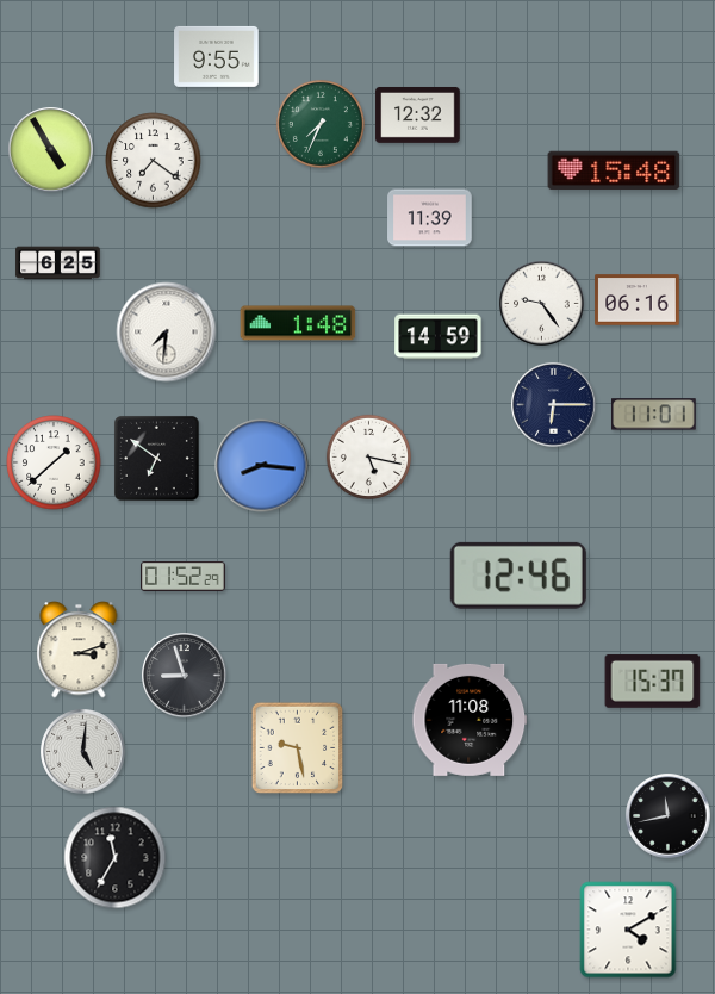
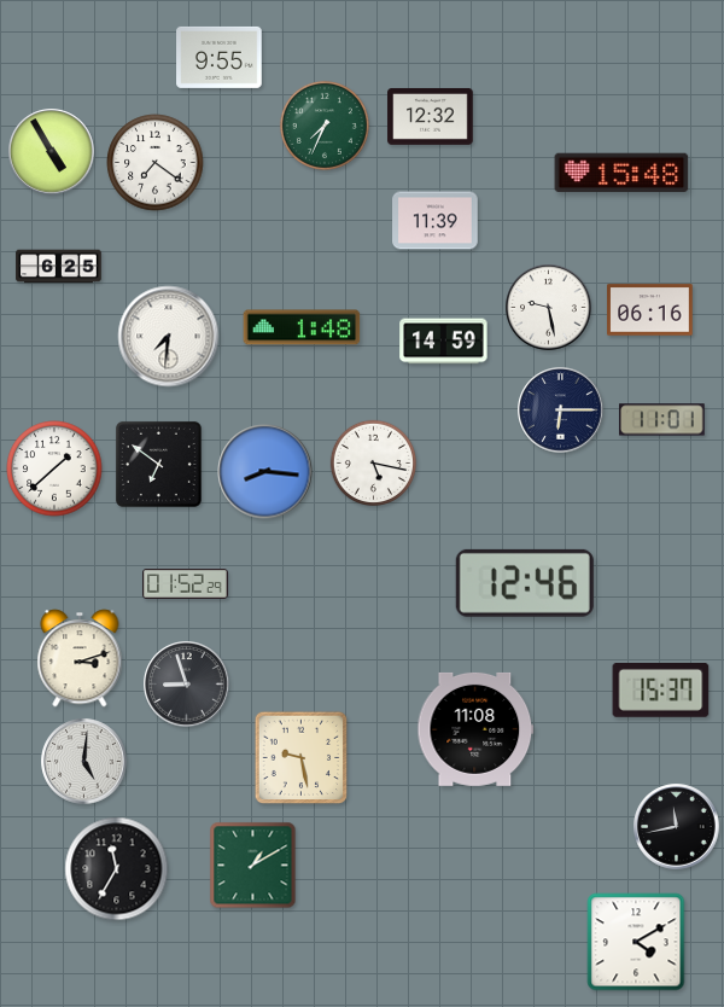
clock at (418, 114) position: (418, 114) -> (431, 116)
clock at (638, 300) position: (638, 300) -> (650, 310)
clock at (542, 304): 9:24 -> 9:28
clock at (253, 866): none -> 1:10
